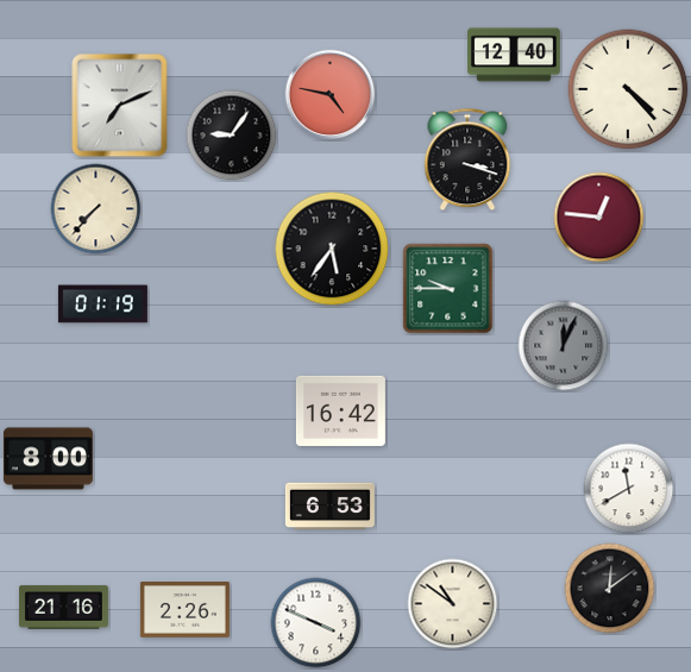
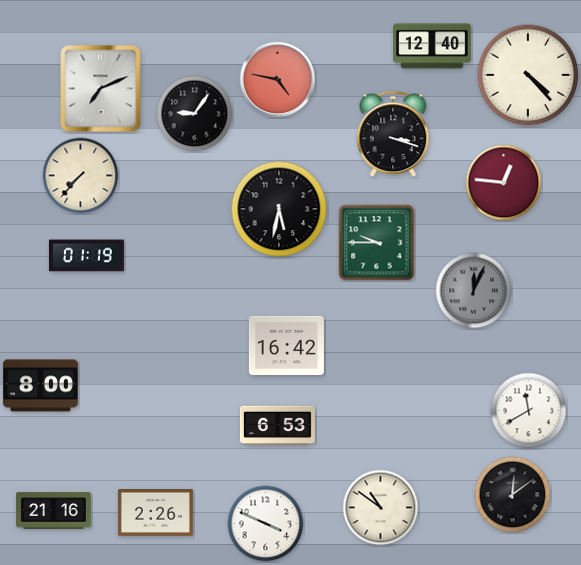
clock at (332, 249): 5:36 -> 5:32
